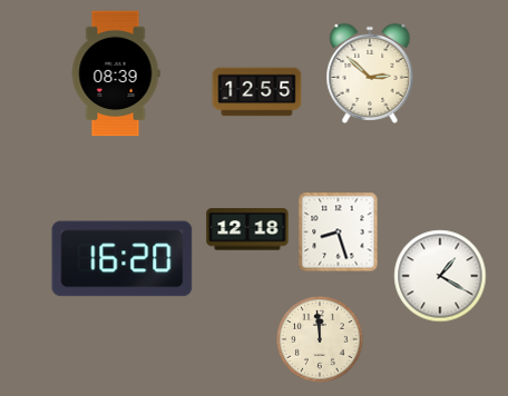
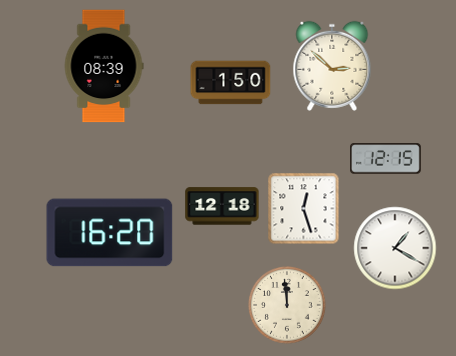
clock at (257, 92): 12:55 -> 1:50
clock at (386, 159): none -> 12:15
clock at (339, 232): 8:27 -> 12:27
